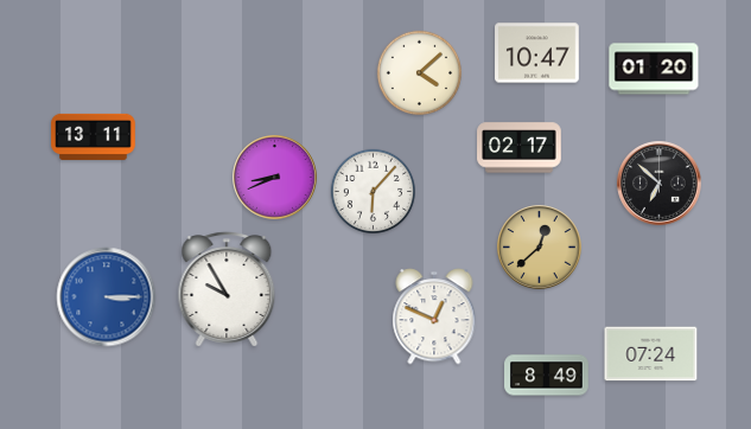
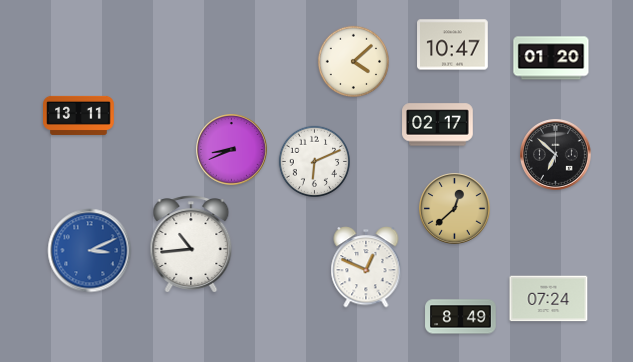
clock at (374, 192): 6:07 -> 6:11
clock at (227, 289): 9:55 -> 10:44
clock at (107, 297): 3:15 -> 3:11
